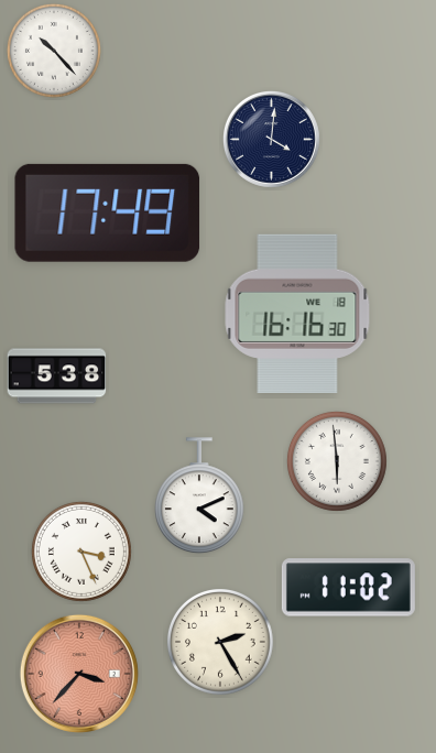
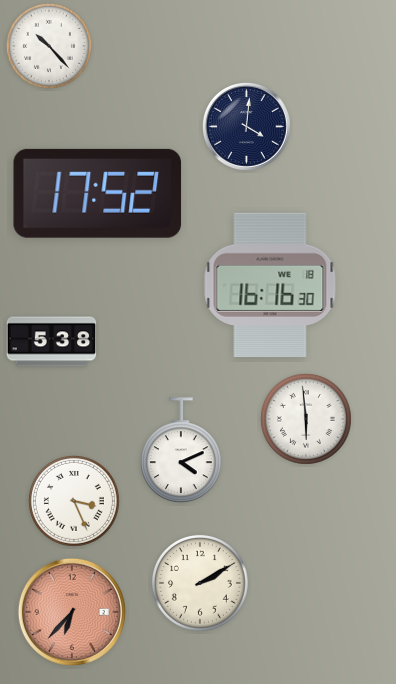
clock at (107, 212): 17:49 -> 17:52
clock at (348, 588): 11:02 -> none
clock at (221, 643): 2:25 -> 2:10
clock at (79, 674): 3:37 -> 6:37
